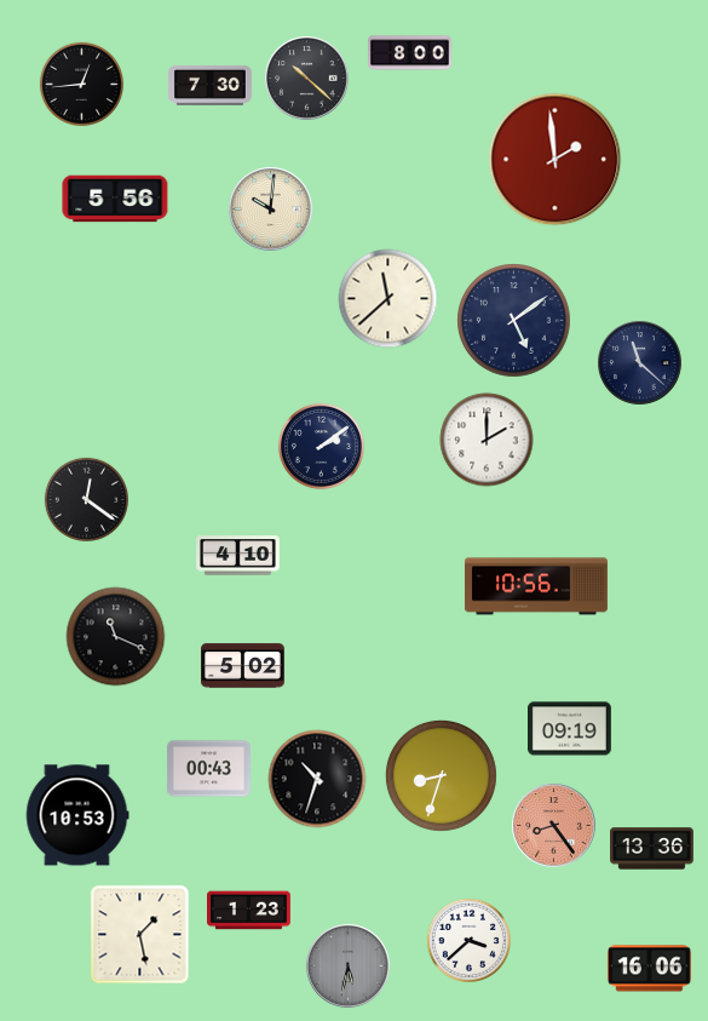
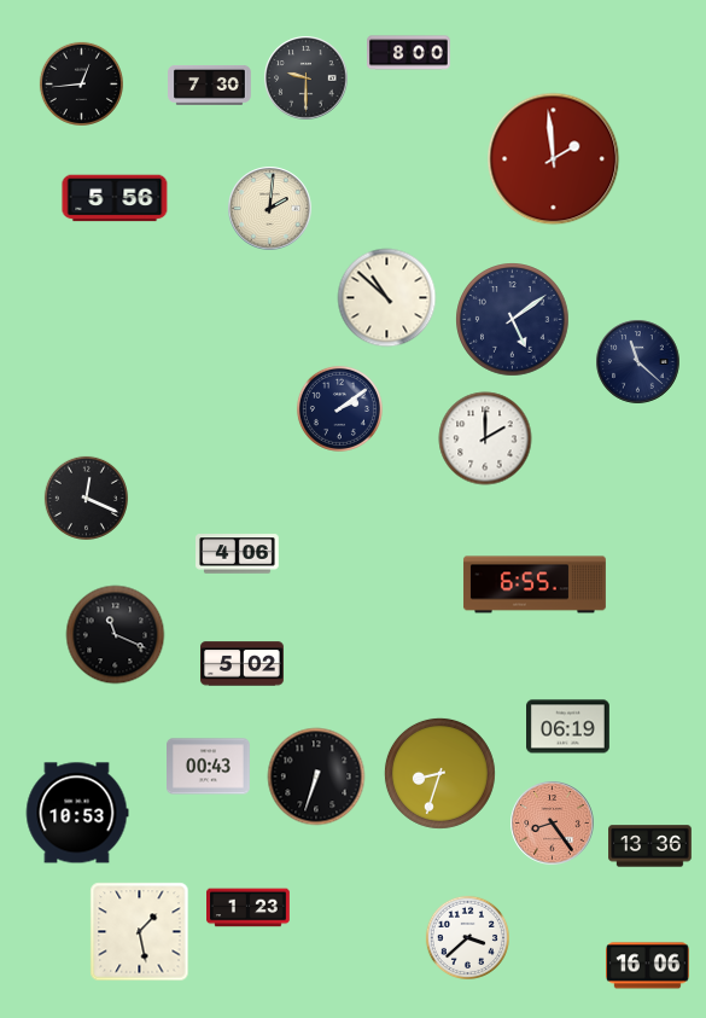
clock at (307, 79): 10:22 -> 9:30
clock at (271, 210): 10:01 -> 2:01
clock at (388, 299): 11:38 -> 10:52
clock at (321, 446) position: (321, 446) -> (339, 408)
clock at (86, 499): 12:21 -> 12:19
clock at (238, 556): 4:10 -> 4:06
clock at (536, 586): 10:56 -> 6:55
clock at (570, 729): 09:19 -> 06:19
clock at (317, 779): 10:33 -> 6:33
clock at (349, 966): 5:32 -> none
